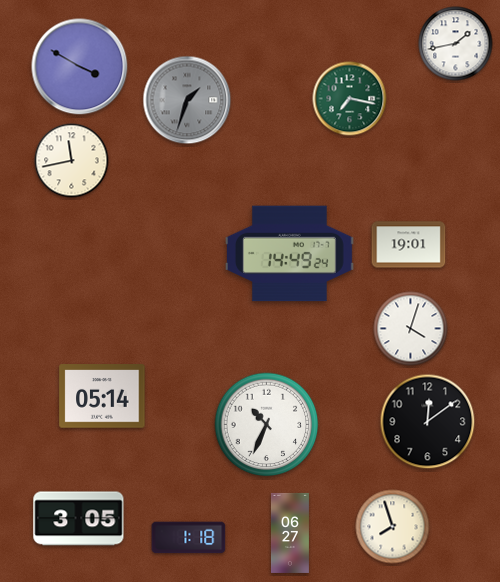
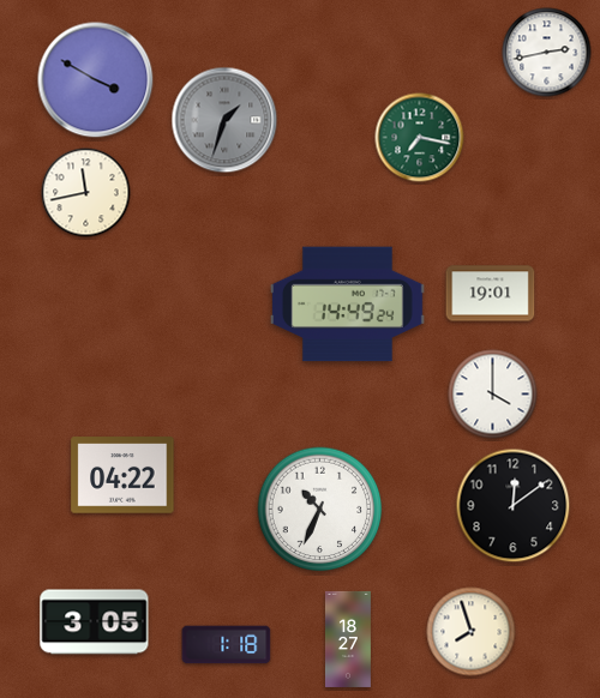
clock at (456, 44): 1:43 -> 2:43
clock at (350, 99) position: (350, 99) -> (420, 138)
clock at (411, 329): 4:03 -> 4:00
clock at (102, 396): 05:14 -> 04:22
clock at (290, 533): 06:27 -> 18:27
